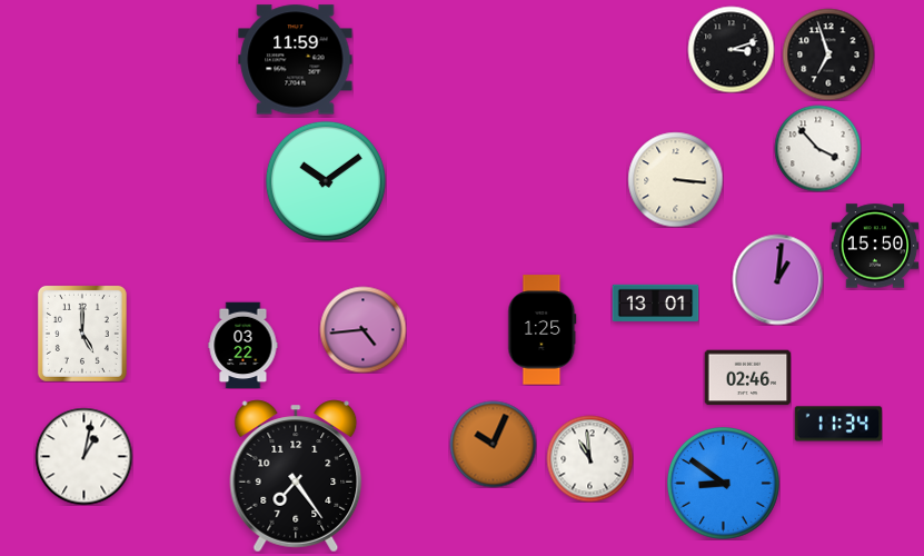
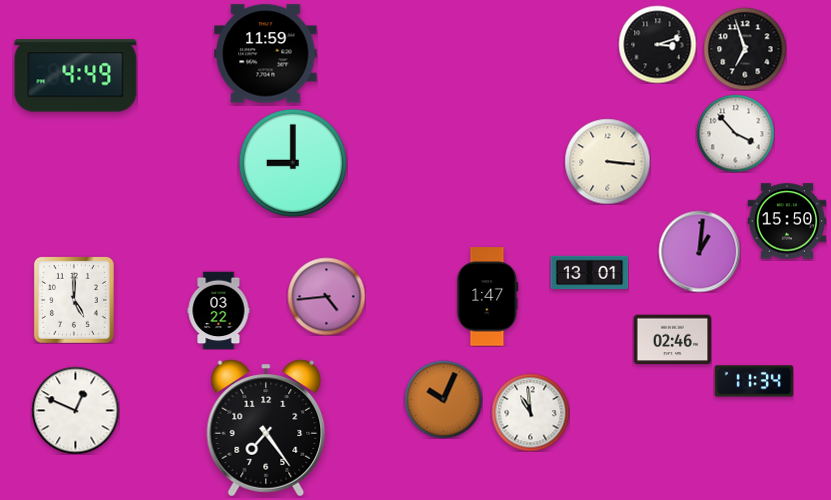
clock at (76, 76): none -> 4:49
clock at (326, 181): 10:09 -> 9:00
clock at (543, 330): 1:25 -> 1:47
clock at (83, 456): 1:02 -> 12:49
clock at (724, 484): 8:51 -> none
